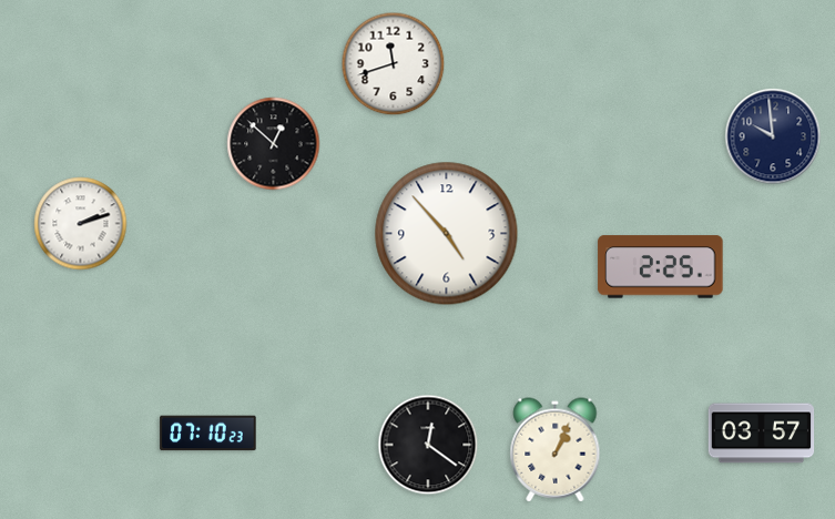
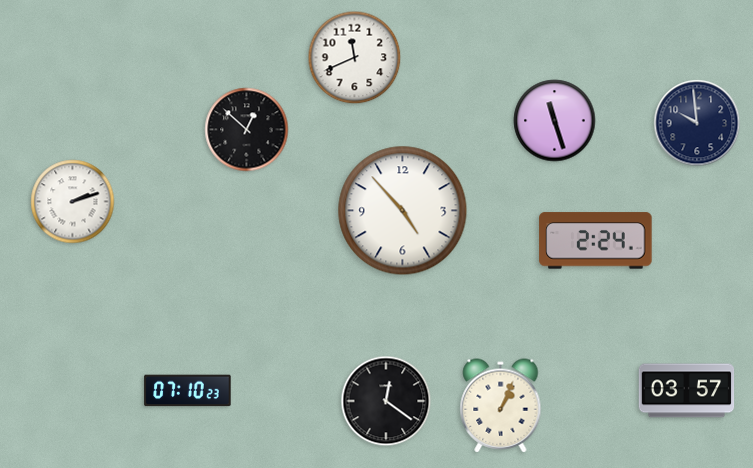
clock at (394, 64): 11:42 -> 11:41
clock at (555, 121): none -> 11:27
clock at (661, 267): 2:25 -> 2:24
